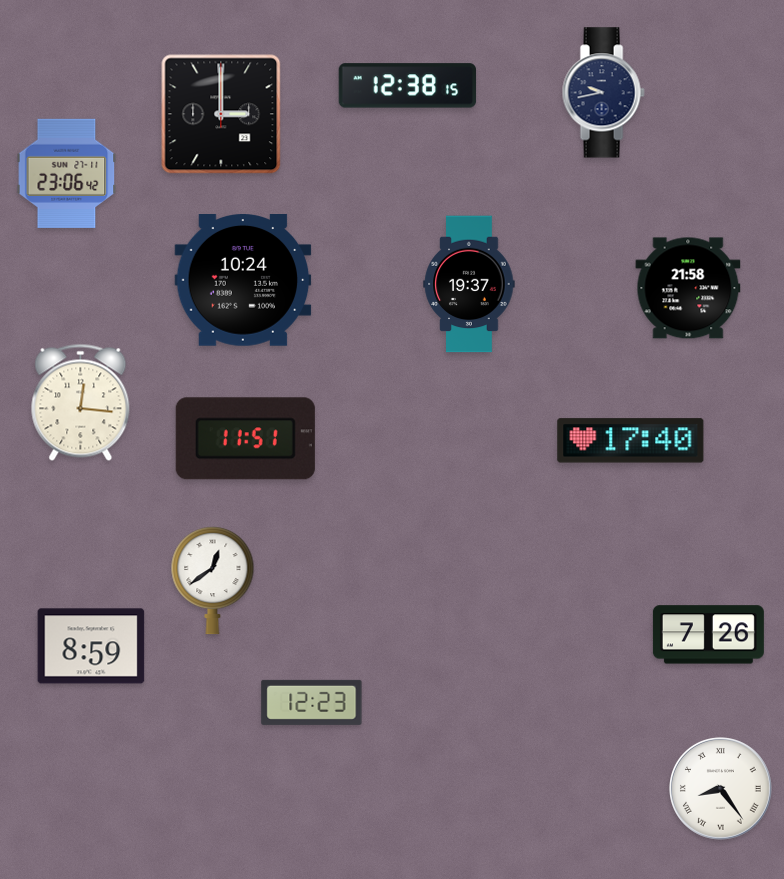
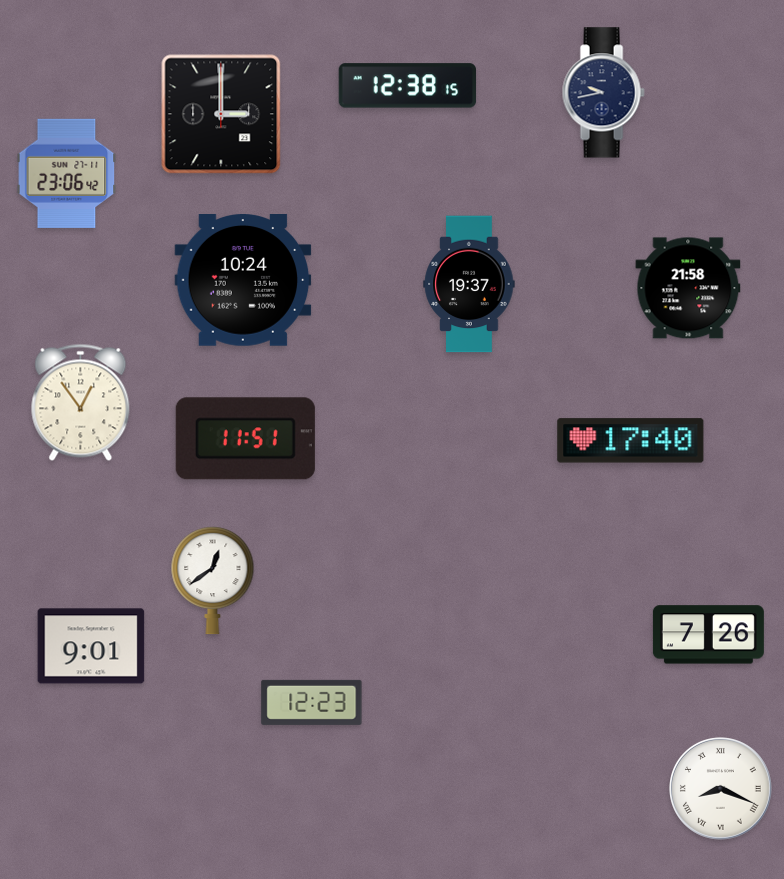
clock at (81, 402): 12:16 -> 12:54
clock at (91, 646): 8:59 -> 9:01
clock at (721, 789): 8:24 -> 8:19
